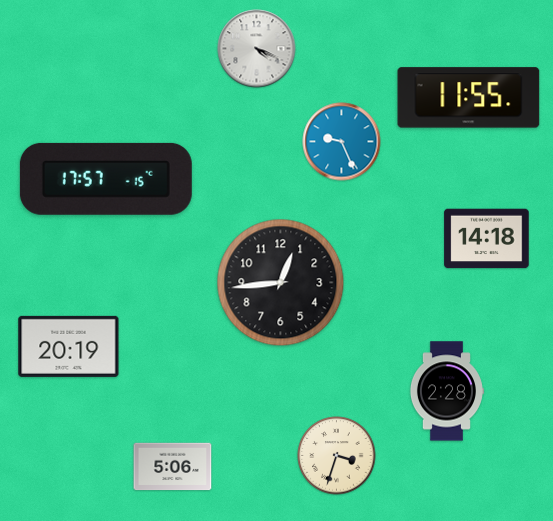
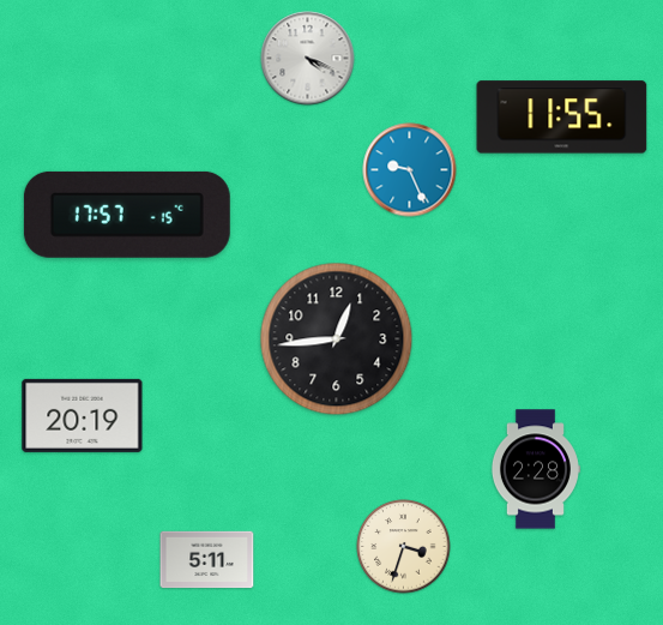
clock at (487, 239): 14:18 -> none
clock at (173, 467): 5:06 -> 5:11
